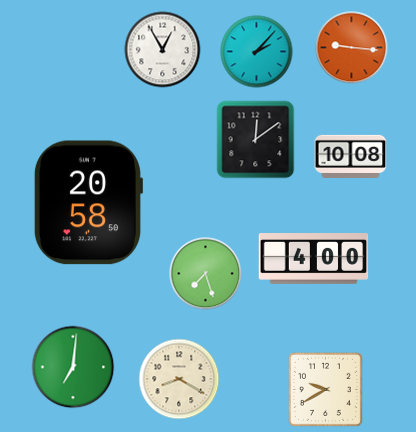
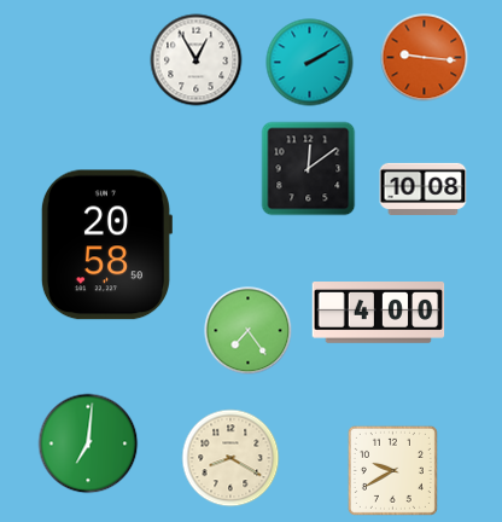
clock at (257, 52): 2:07 -> 2:10
clock at (206, 274): 7:27 -> 7:24
clock at (179, 379) position: (179, 379) -> (230, 458)
